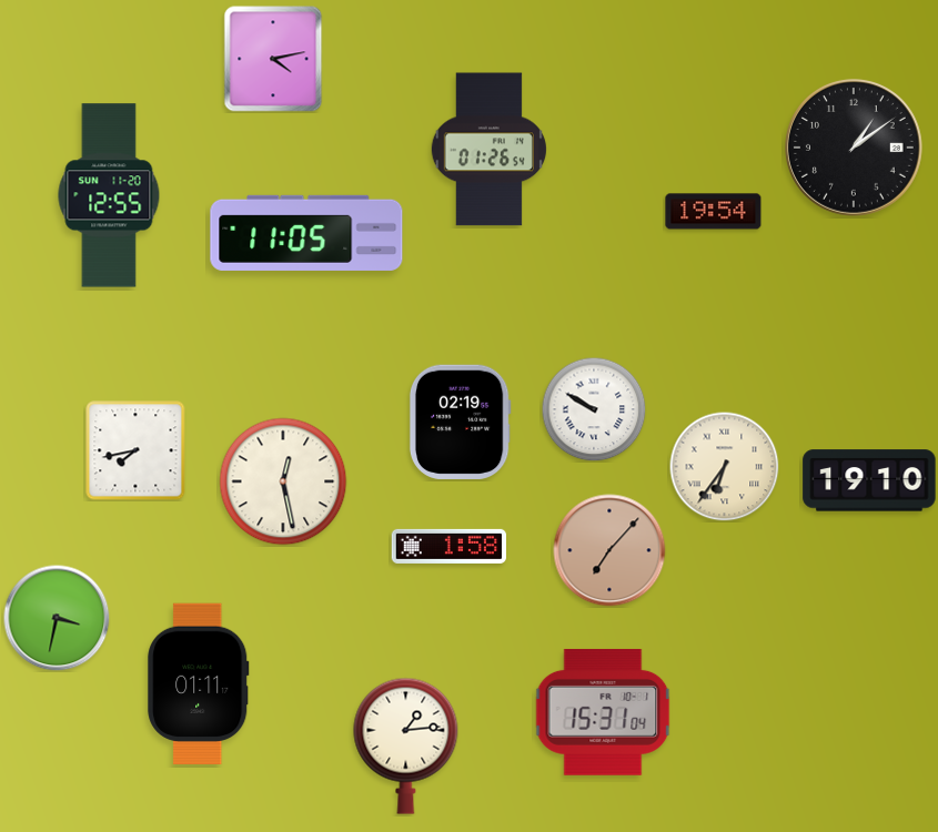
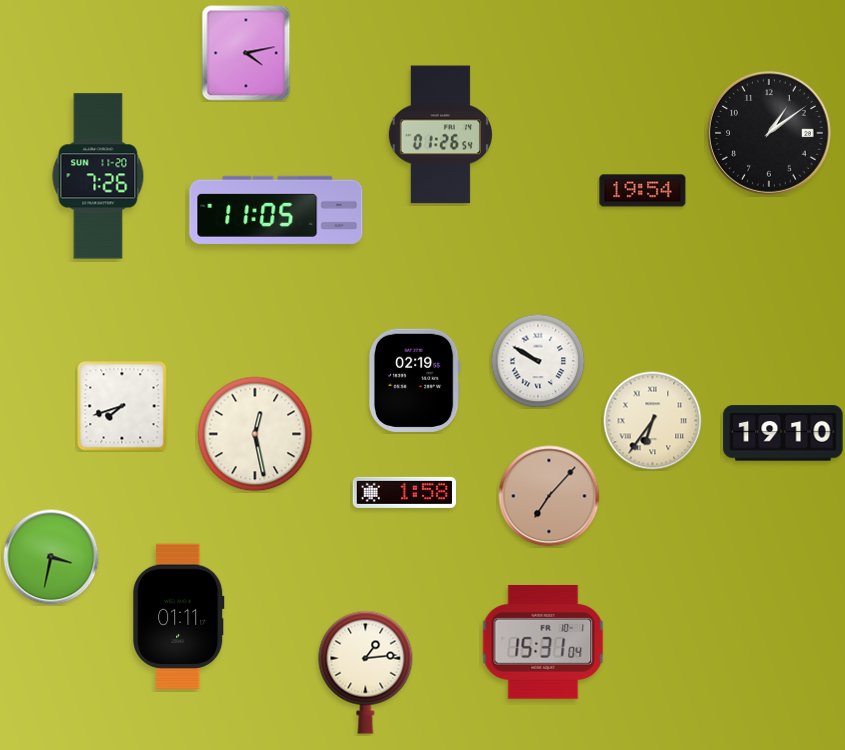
clock at (109, 195): 12:55 -> 7:26
clock at (594, 409) position: (594, 409) -> (538, 361)
clock at (135, 450): 7:43 -> 7:42
